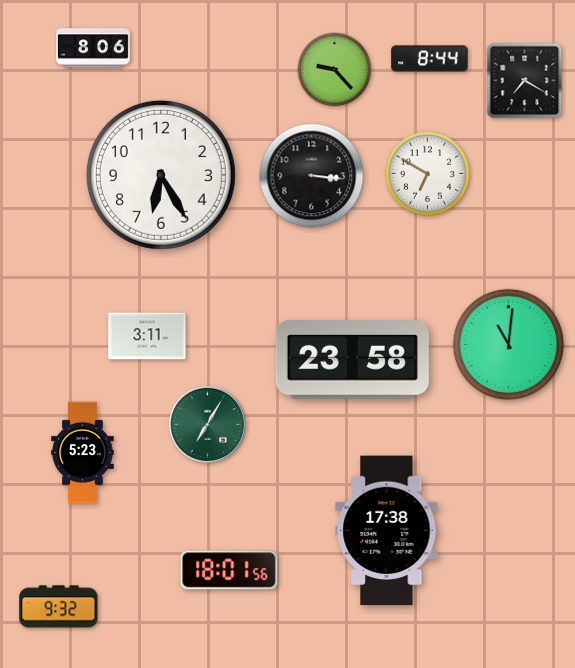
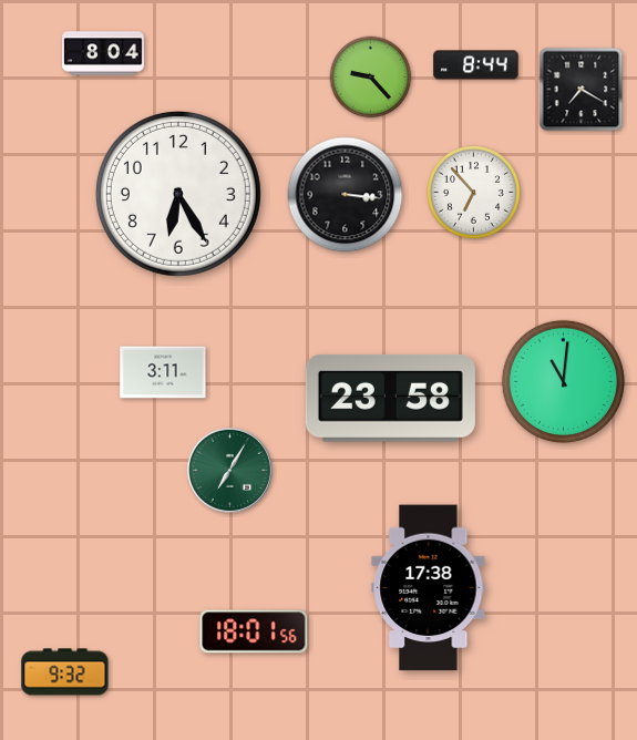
clock at (94, 48): 8:06 -> 8:04
clock at (428, 174): 6:50 -> 6:53
clock at (83, 453): 5:23 -> none
